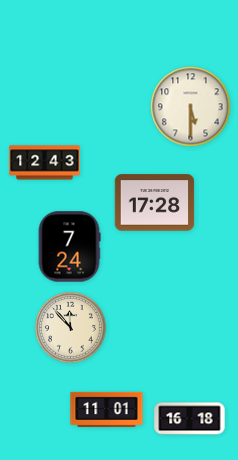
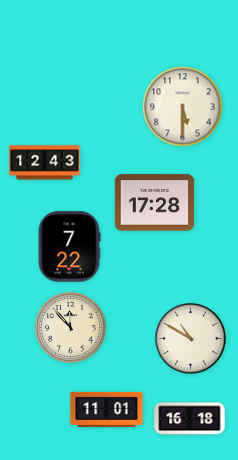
clock at (191, 107) position: (191, 107) -> (183, 107)
clock at (69, 247): 7:24 -> 7:22
clock at (191, 339): none -> 10:50
